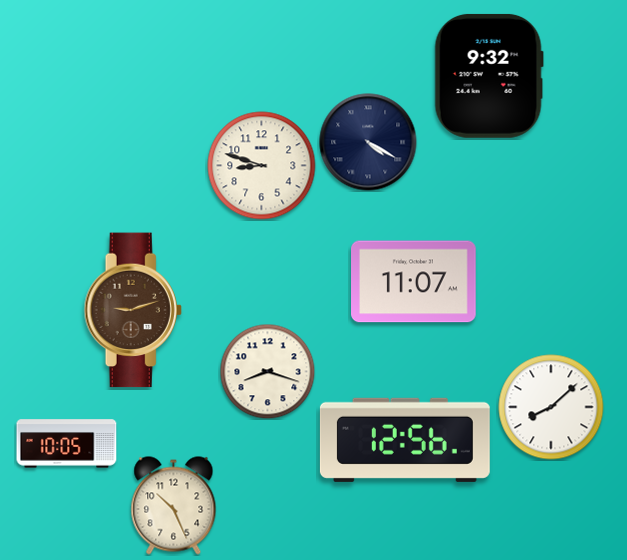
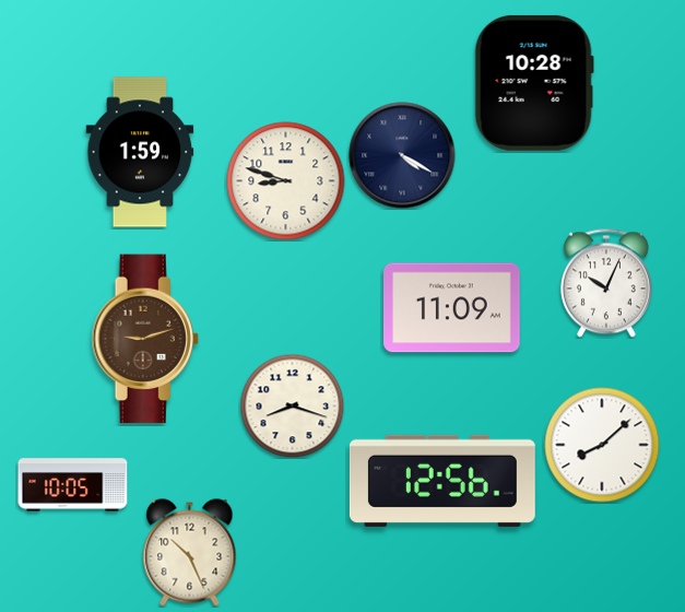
clock at (489, 76): 9:32 -> 10:28
clock at (140, 152): none -> 1:59
clock at (606, 283): none -> 10:04
clock at (414, 282): 11:07 -> 11:09
